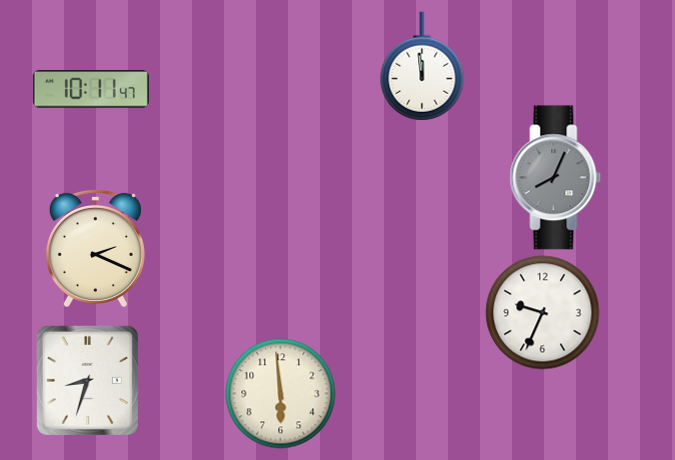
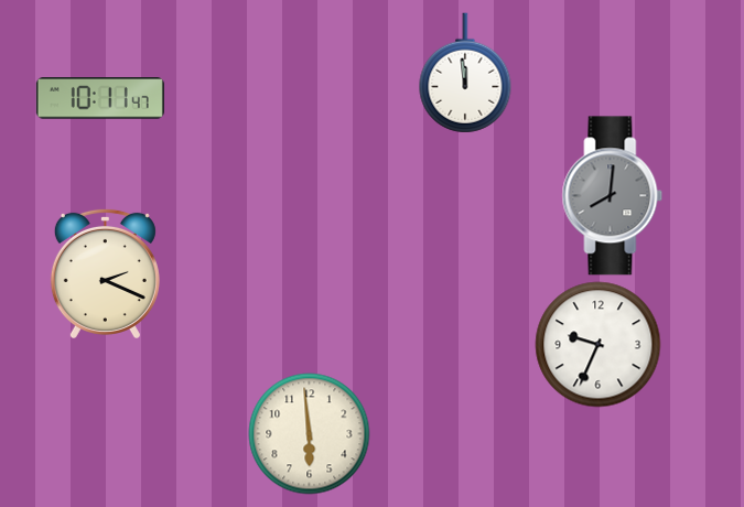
clock at (556, 178): 8:04 -> 8:01
clock at (87, 380): 8:33 -> none
